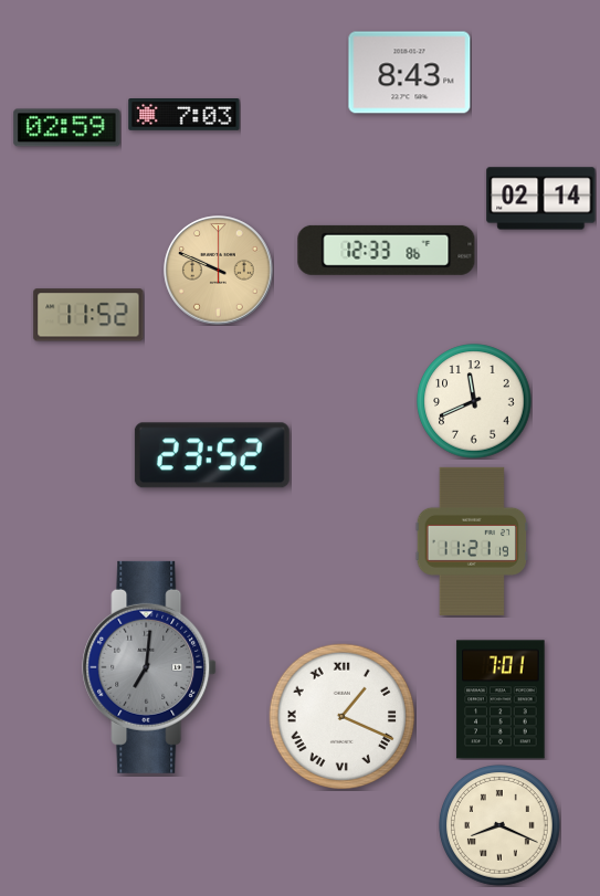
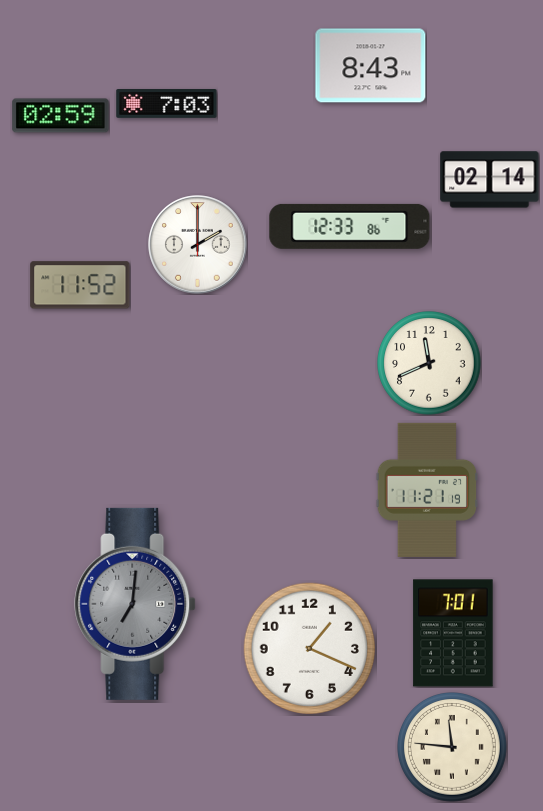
clock at (219, 271): 9:49 -> 2:00
clock at (219, 271) dial: champagne -> white
clock at (212, 455): 23:52 -> none
clock at (343, 717) numerals: Roman -> Arabic
clock at (501, 826): 8:19 -> 11:46
